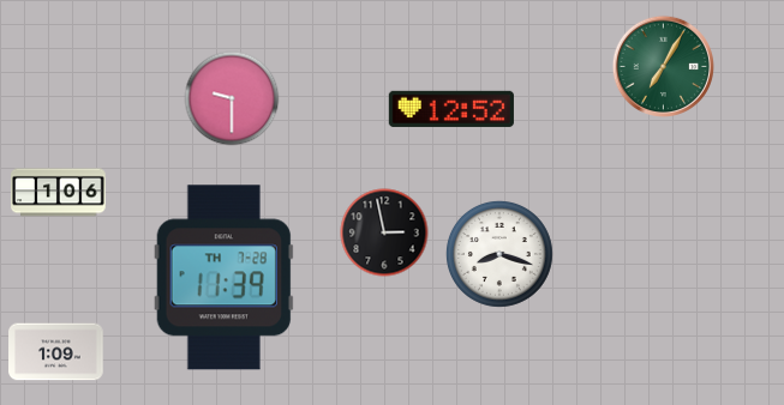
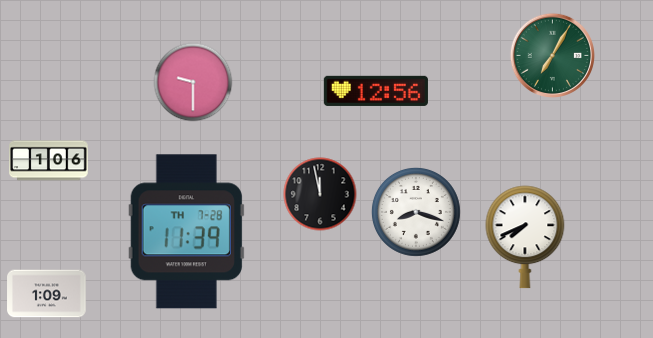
clock at (451, 109): 12:52 -> 12:56
clock at (384, 232): 2:58 -> 11:58
clock at (525, 237): none -> 7:41
